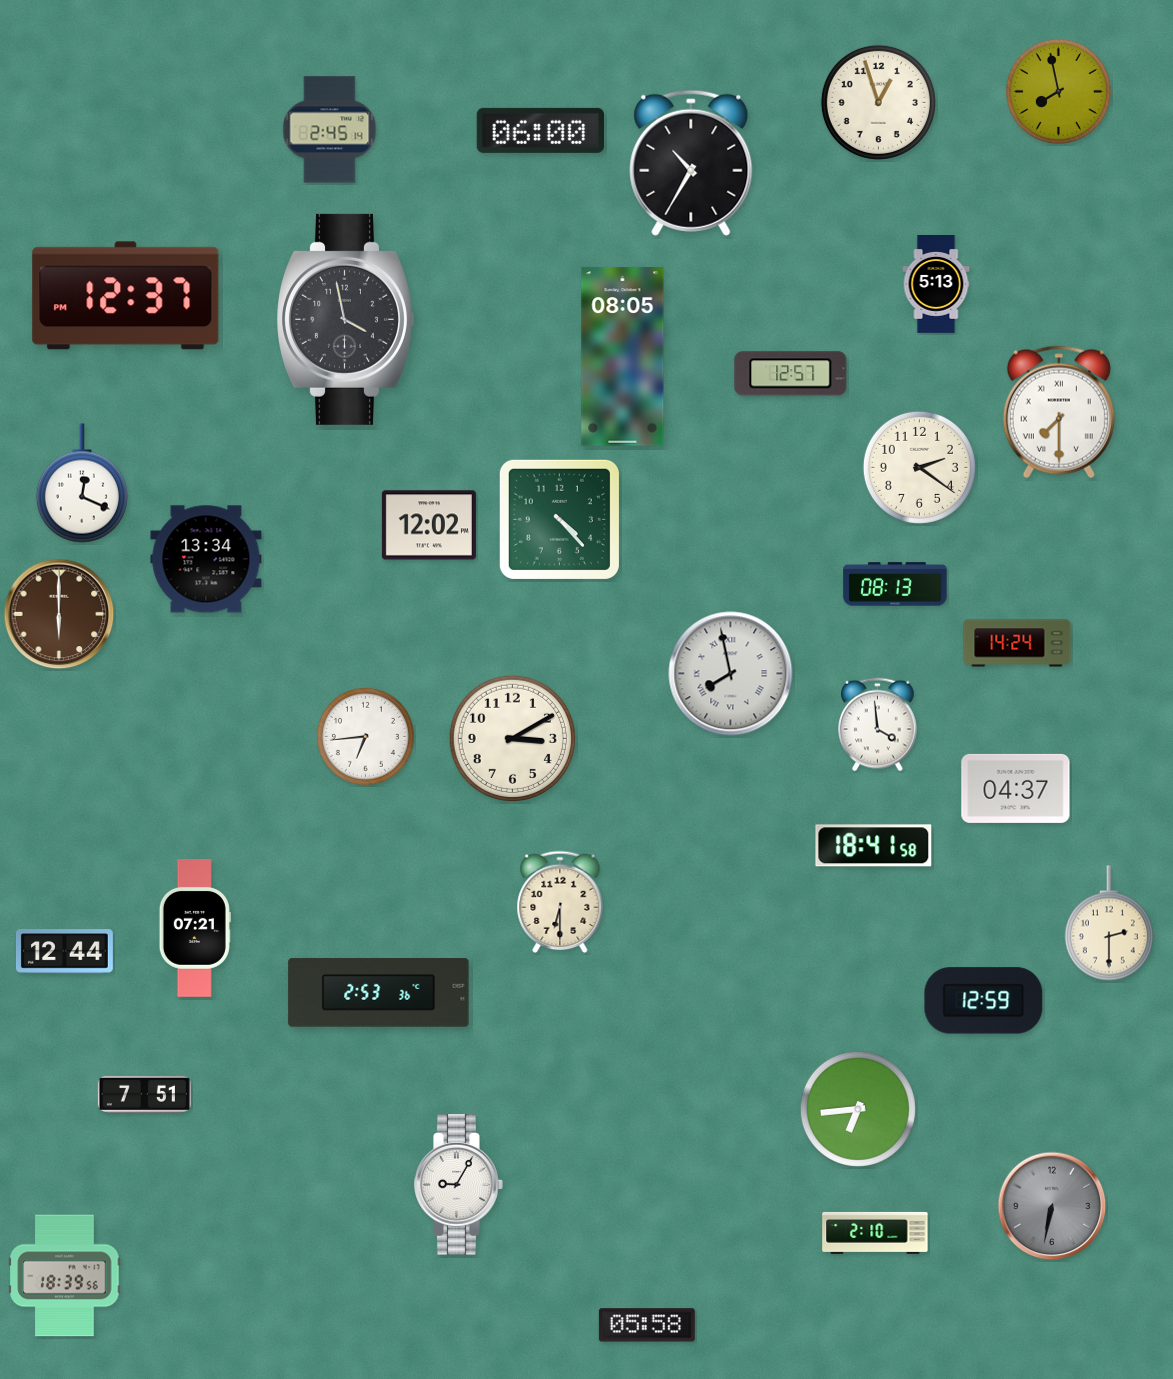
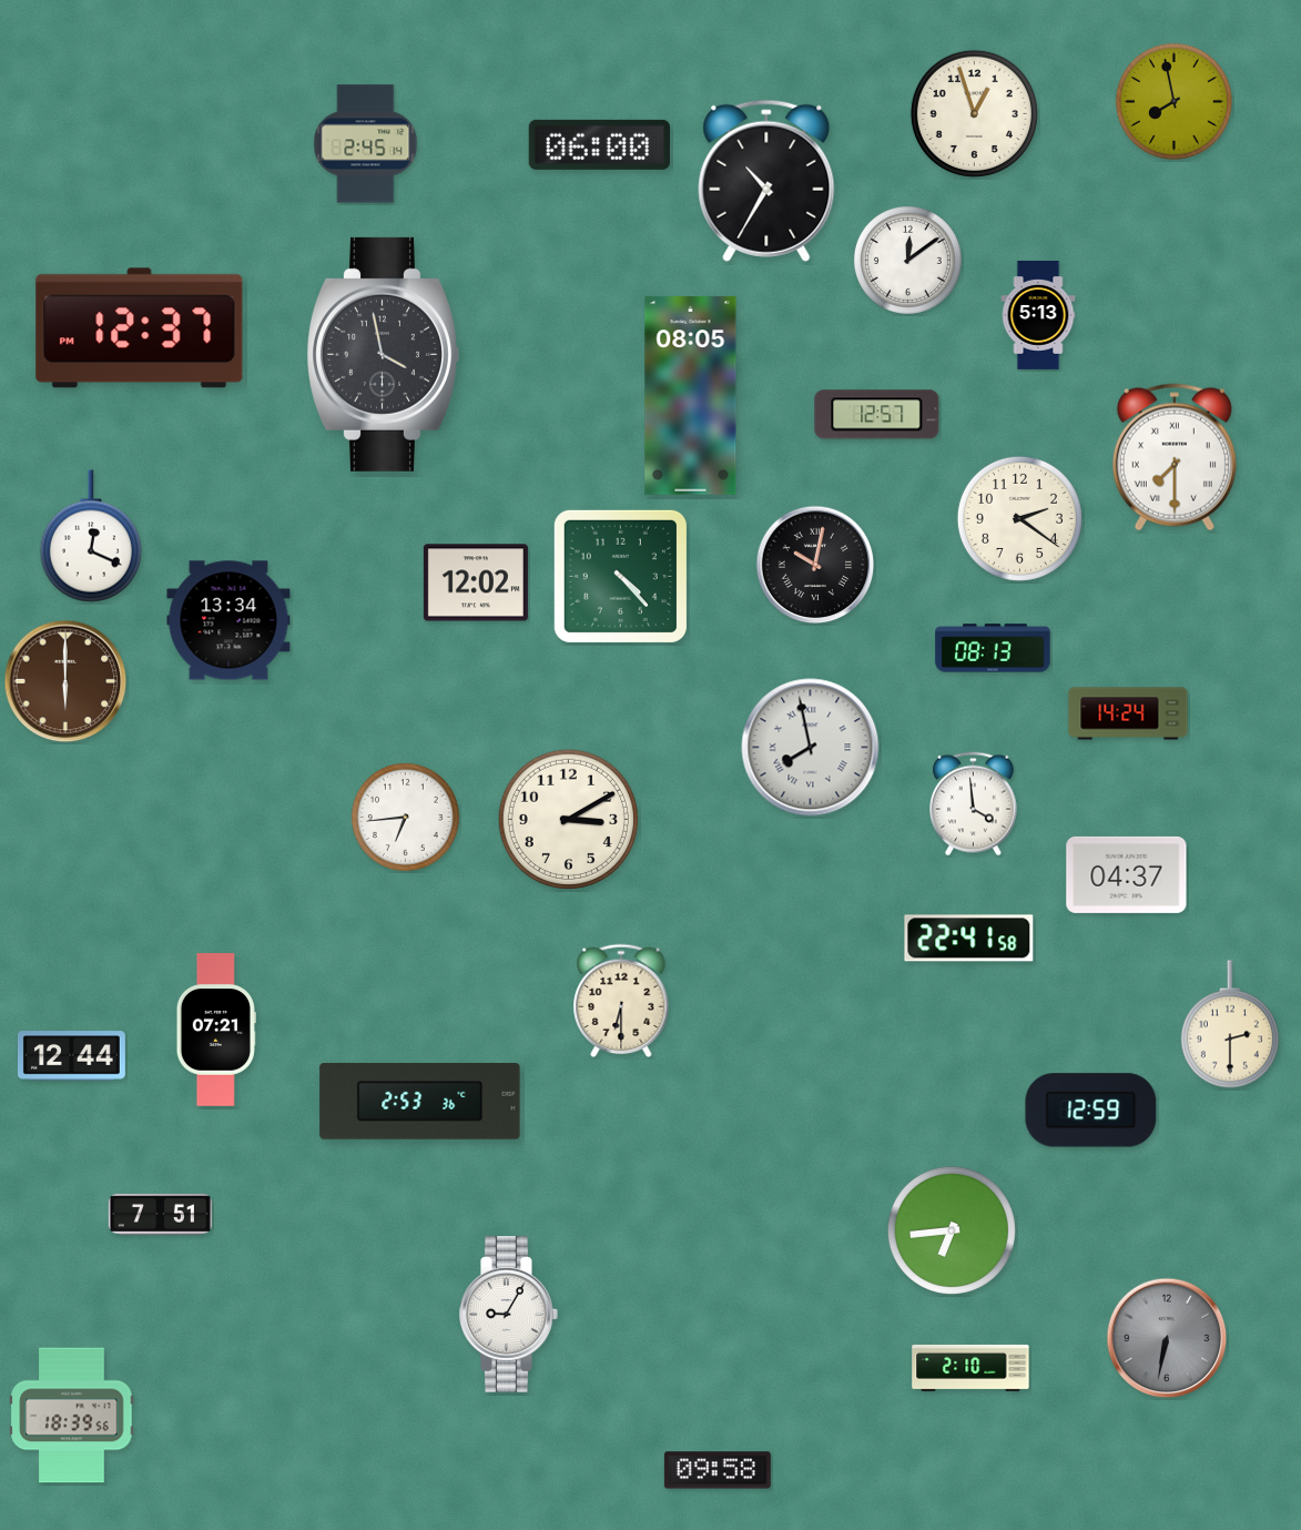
clock at (907, 260): none -> 12:09
clock at (815, 565): none -> 10:02
clock at (874, 846): 18:41 -> 22:41
clock at (647, 1325): 05:58 -> 09:58
